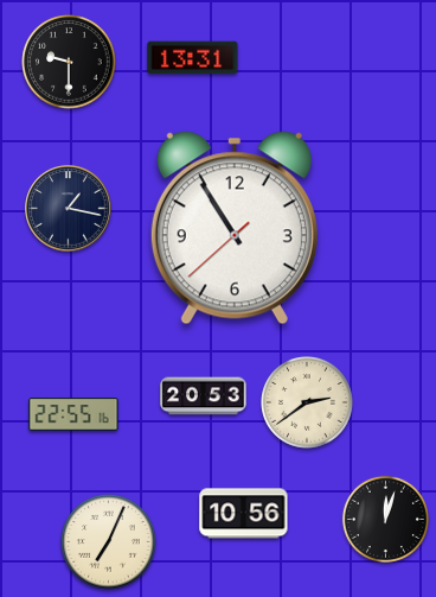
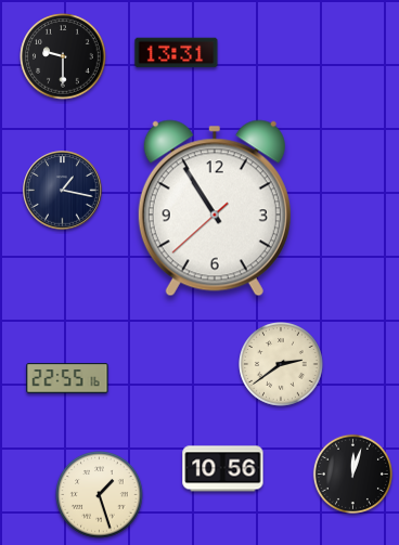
clock at (204, 396): 20:53 -> none
clock at (308, 404) position: (308, 404) -> (282, 365)
clock at (109, 542): 7:04 -> 1:27
